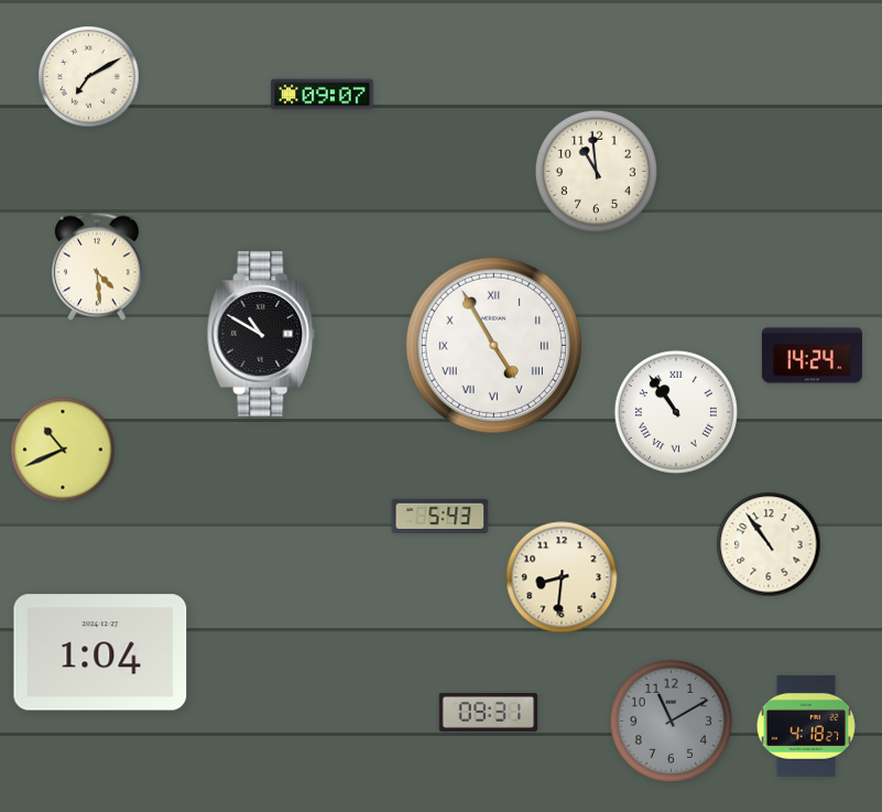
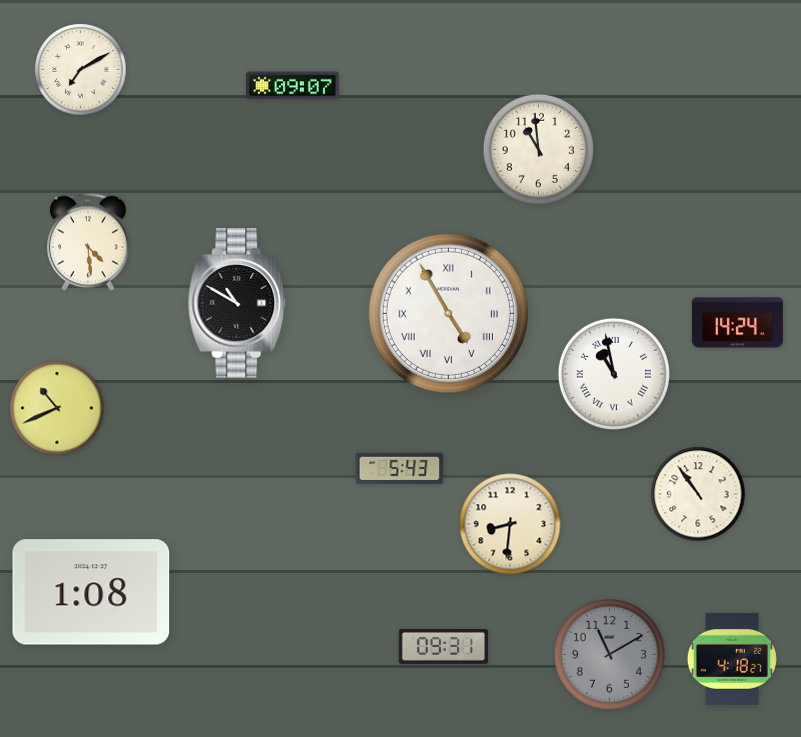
clock at (596, 171) position: (596, 171) -> (538, 149)
clock at (676, 412): 10:54 -> 10:58
clock at (100, 652): 1:04 -> 1:08
